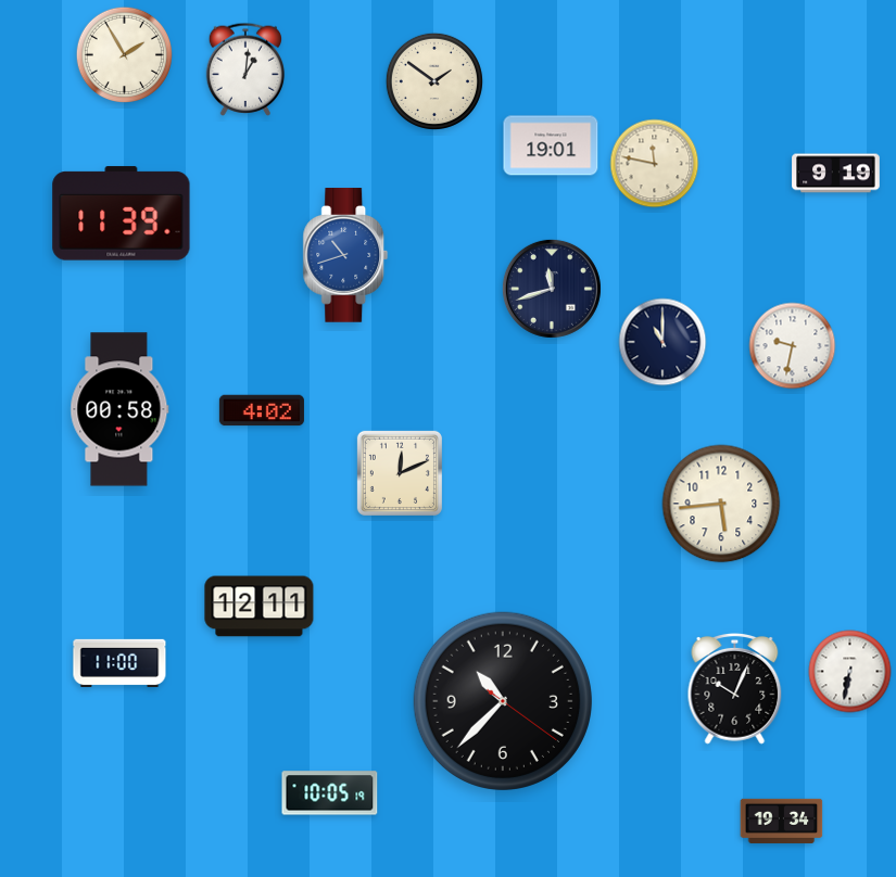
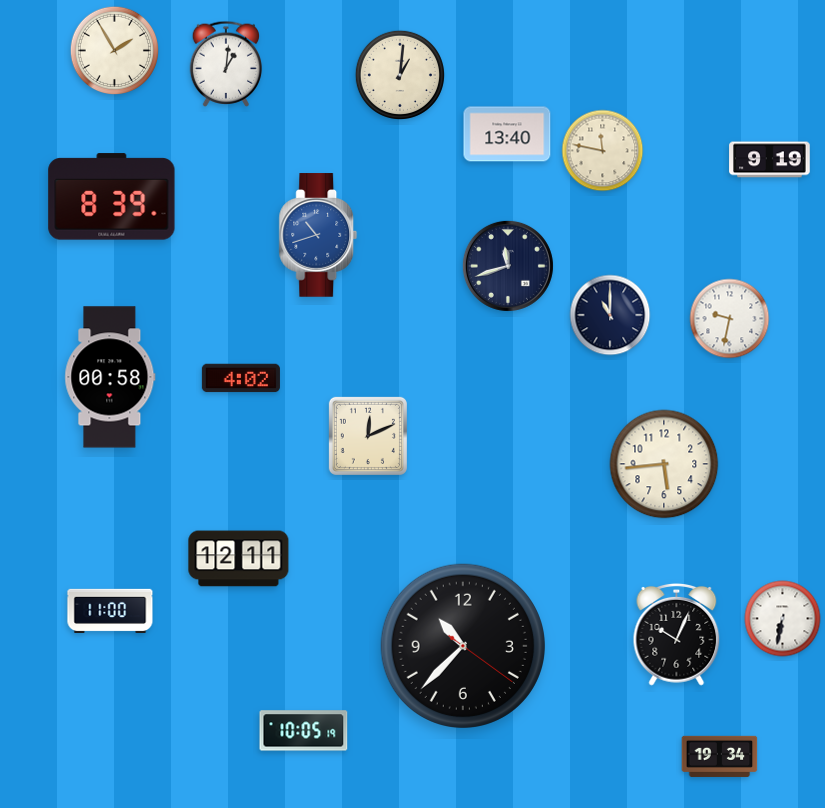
clock at (434, 81): 1:51 -> 1:01
clock at (551, 145): 19:01 -> 13:40
clock at (122, 214): 11:39 -> 8:39
